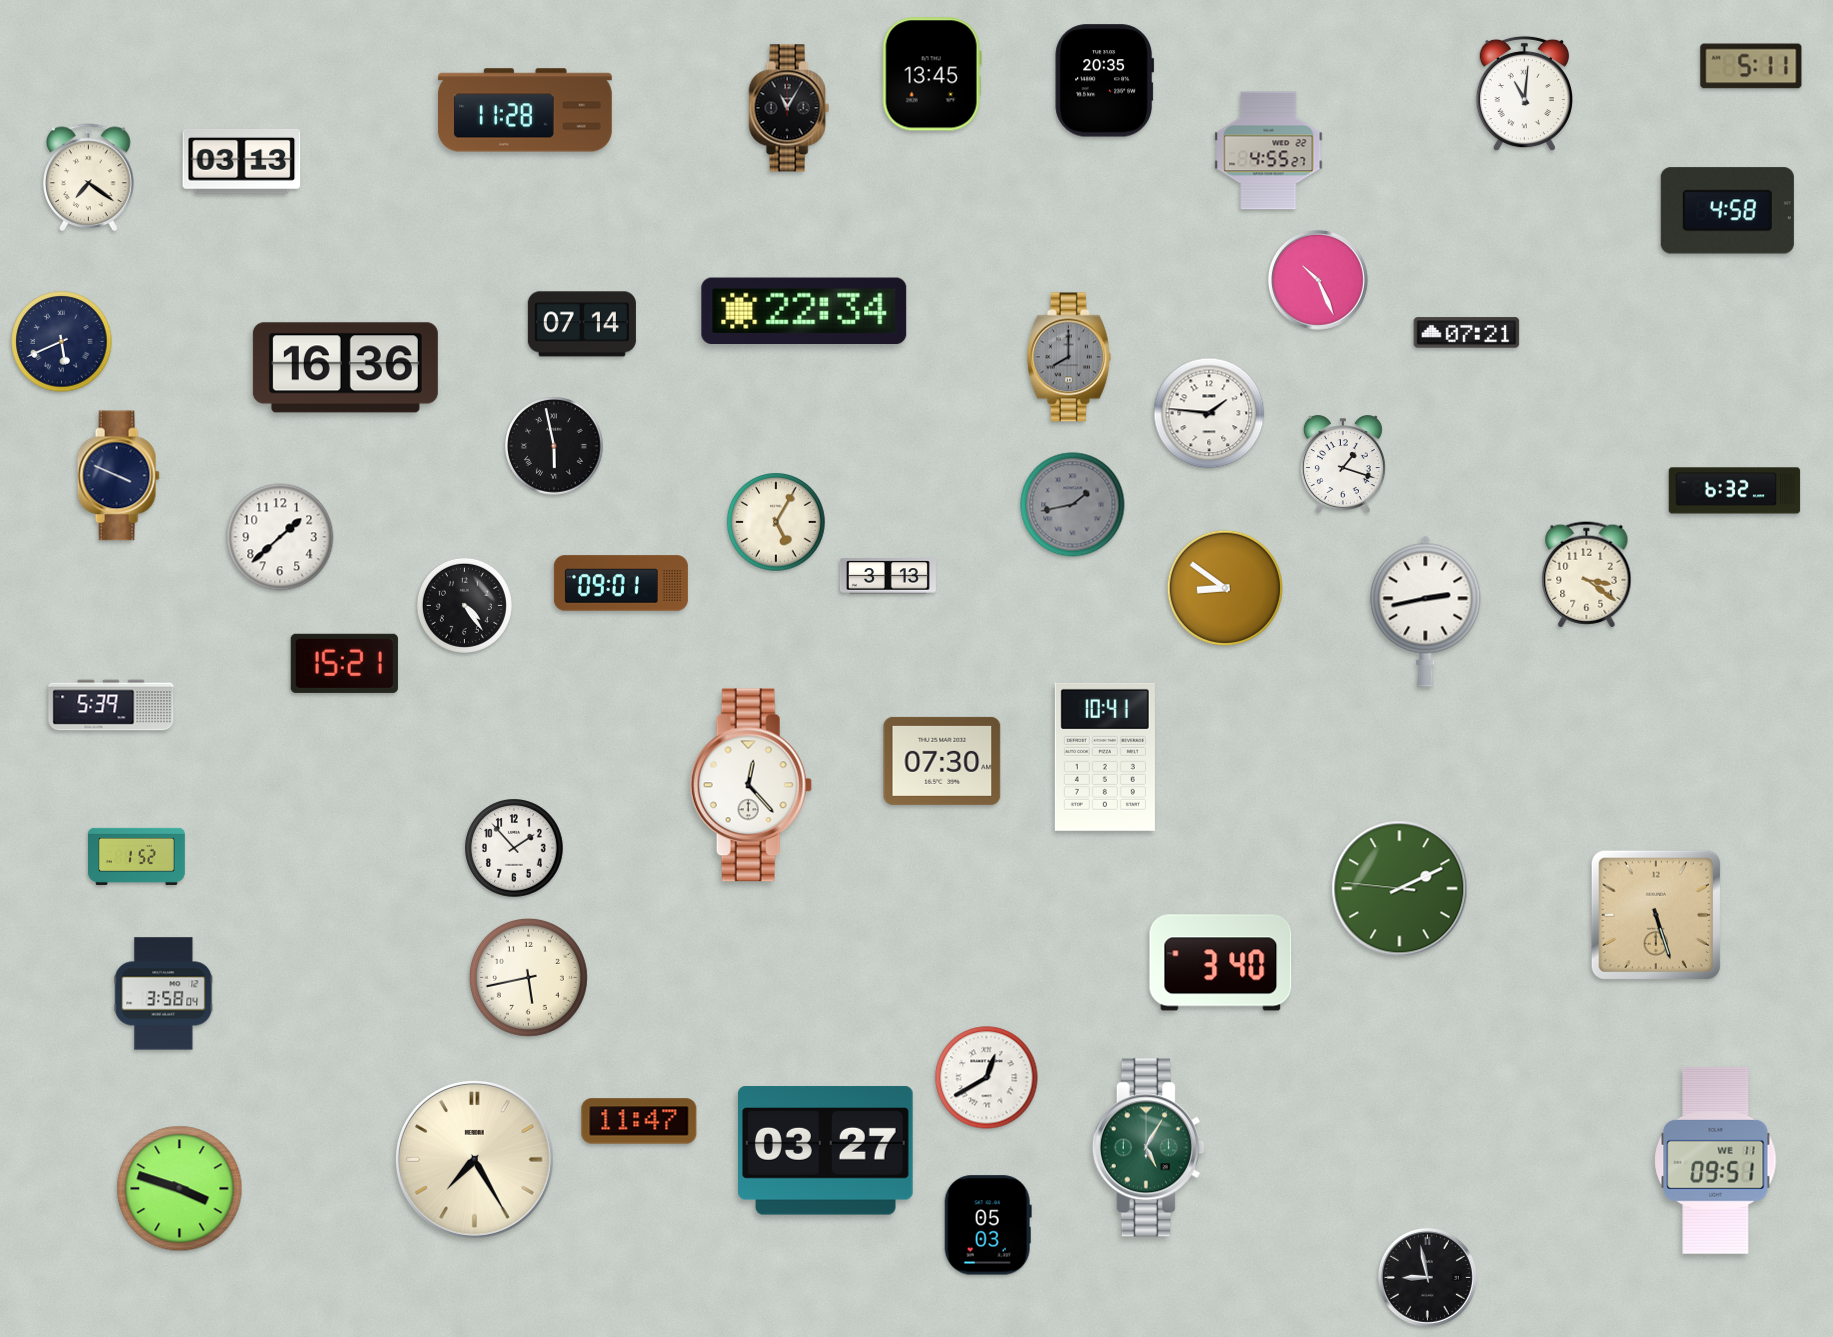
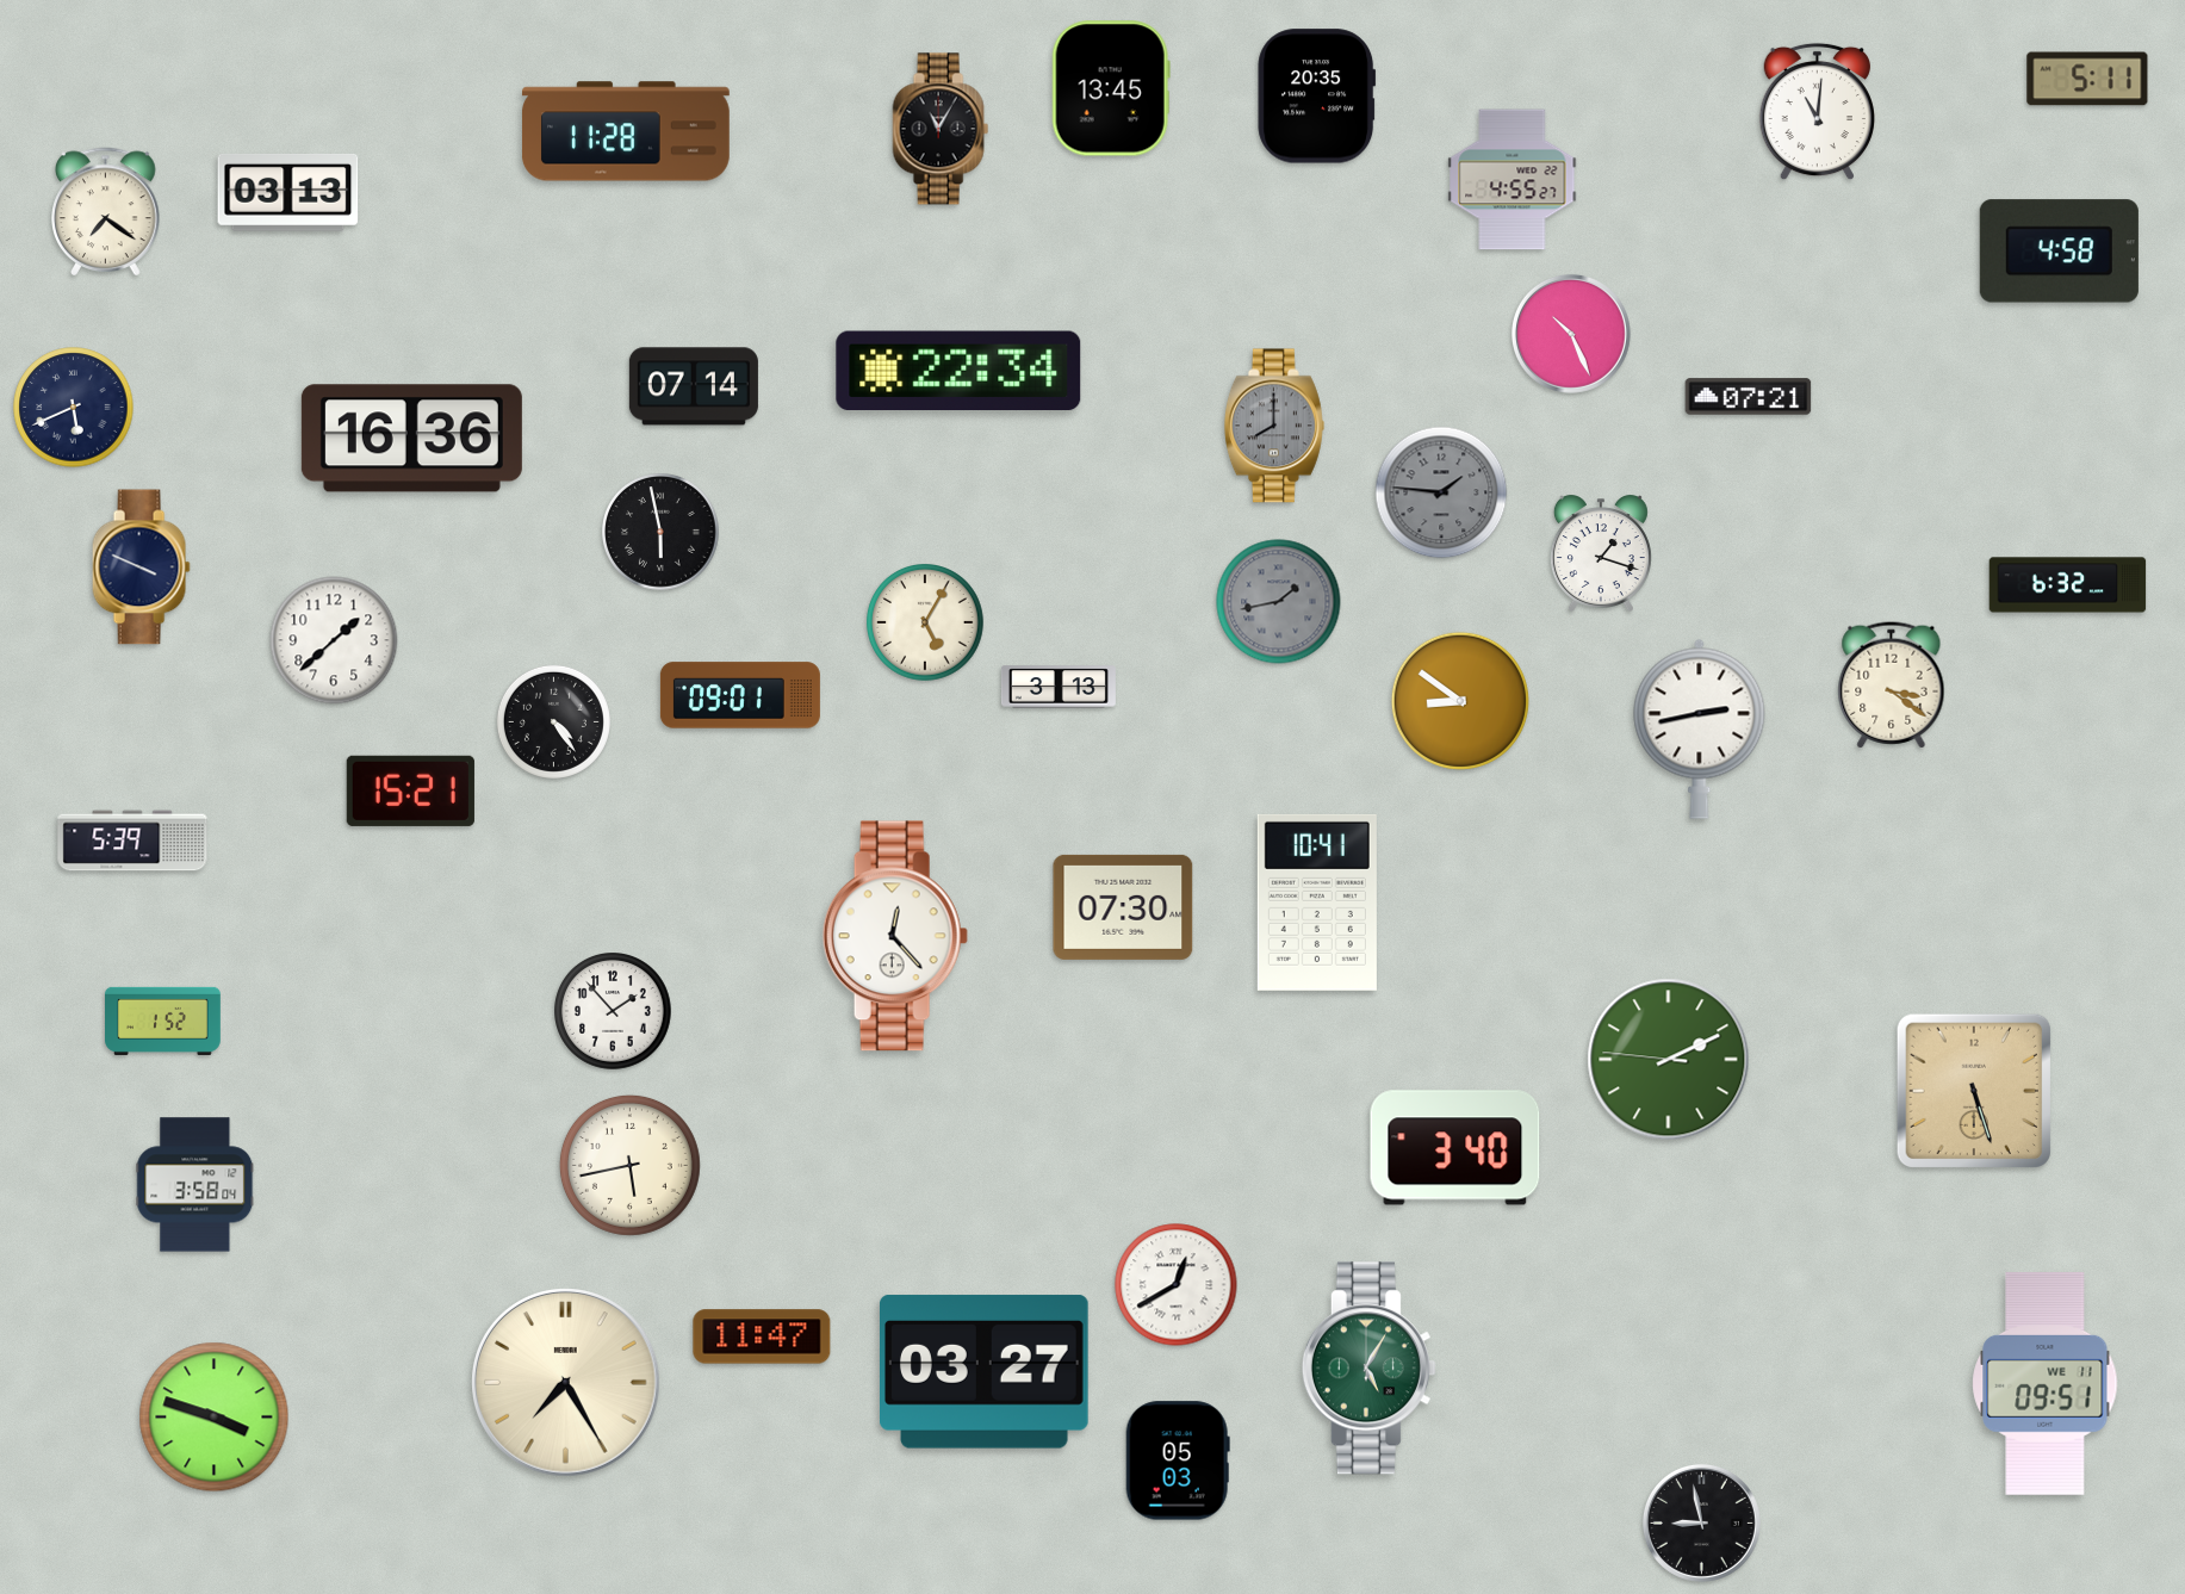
clock at (1209, 413) dial: white -> grey
